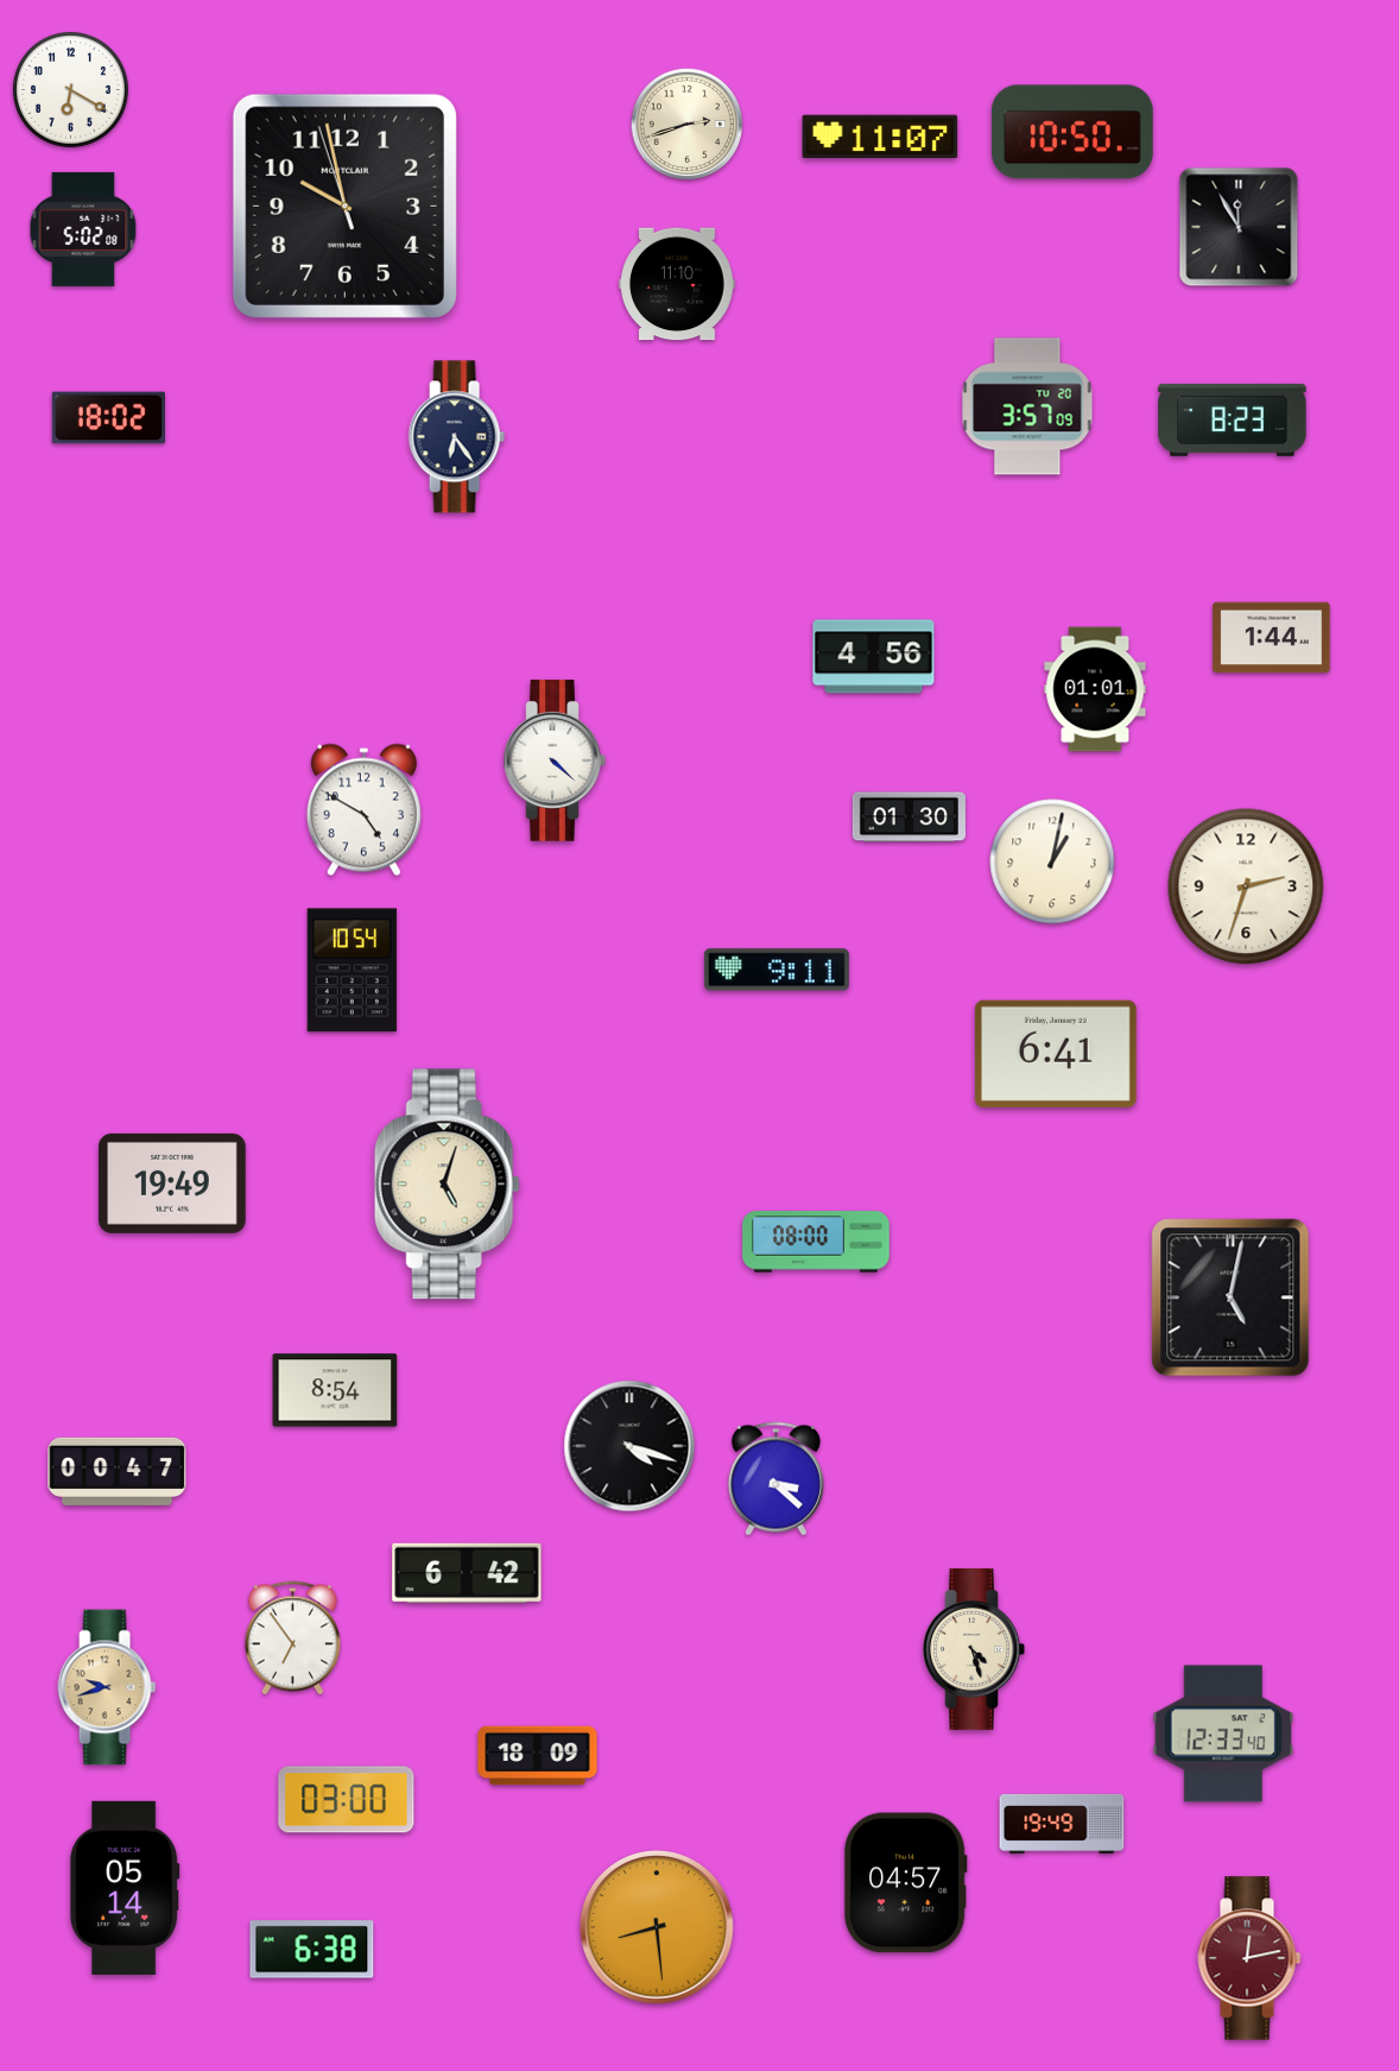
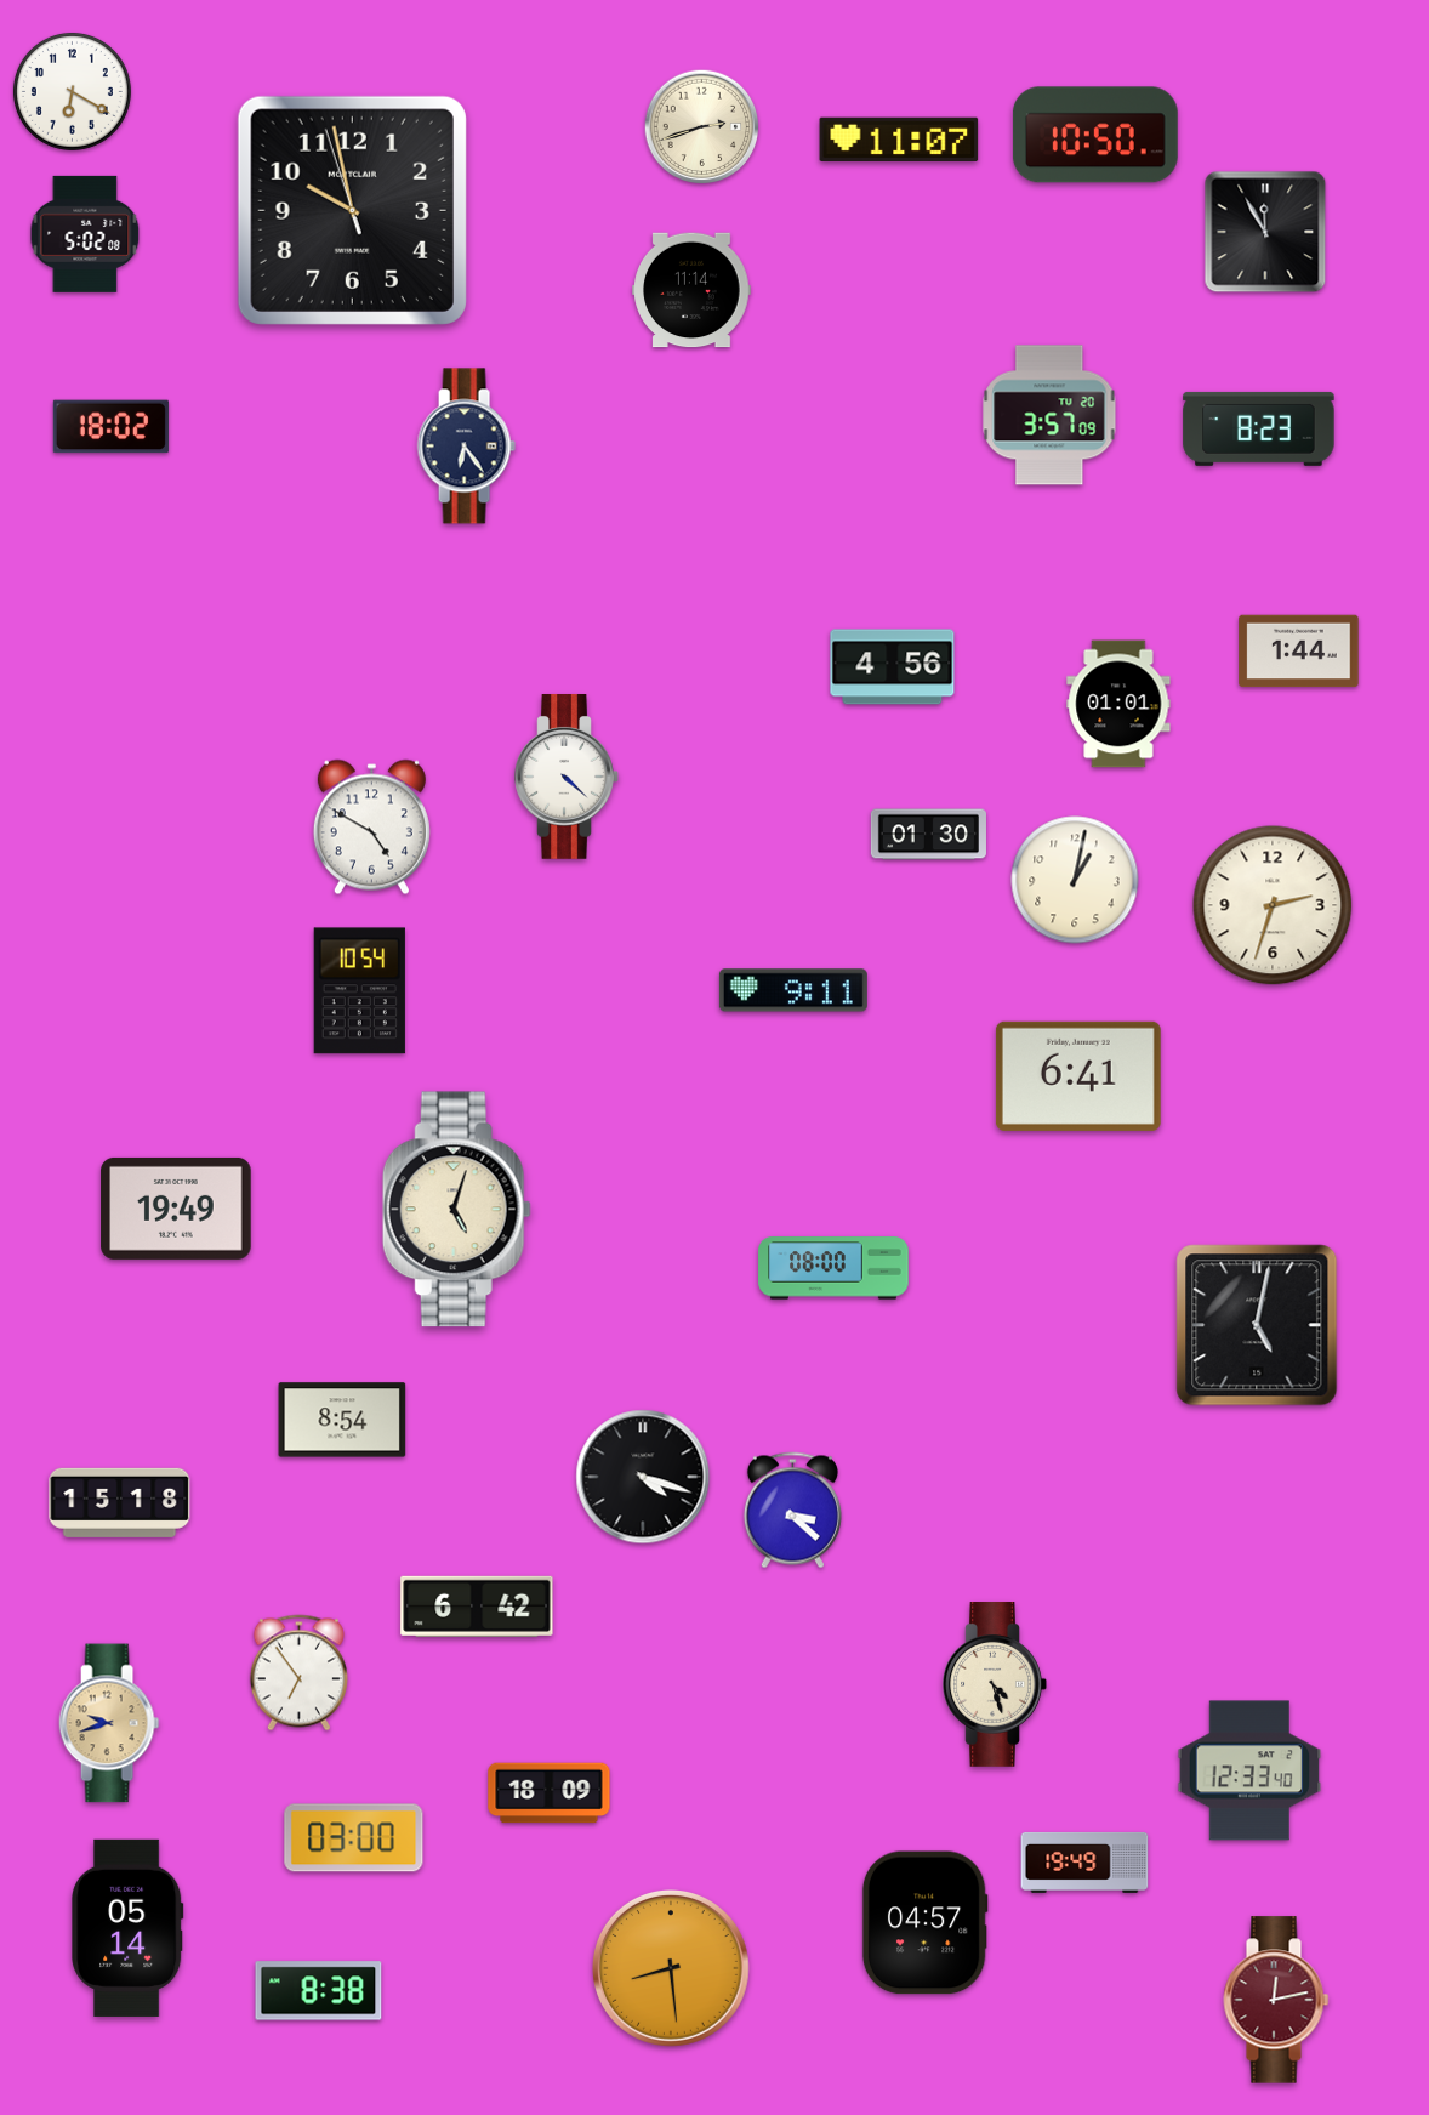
clock at (677, 284): 11:10 -> 11:14
clock at (874, 657) position: (874, 657) -> (893, 667)
clock at (118, 1471): 00:47 -> 15:18
clock at (312, 1950): 6:38 -> 8:38
